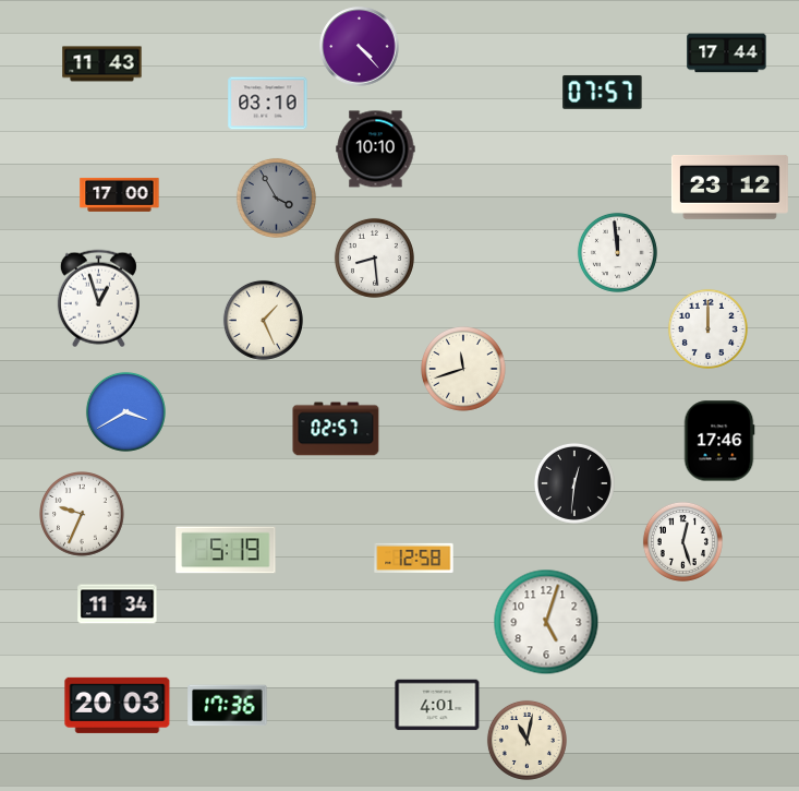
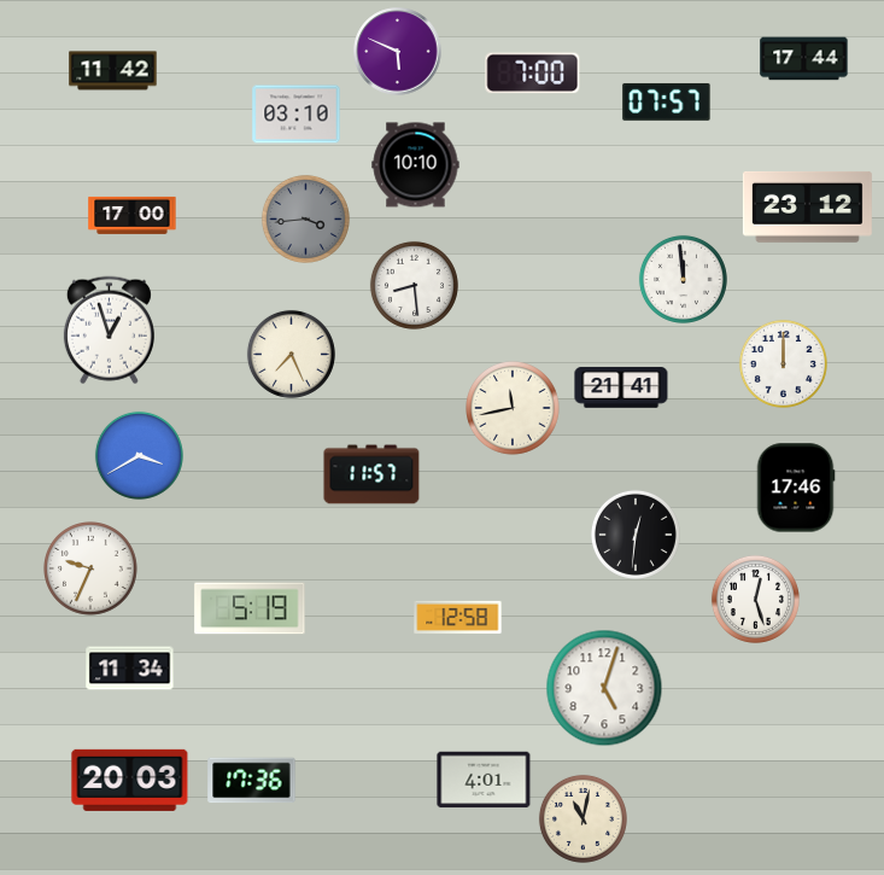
clock at (360, 47): 4:23 -> 5:49
clock at (102, 64): 11:43 -> 11:42
clock at (533, 74): none -> 7:00
clock at (276, 197): 3:55 -> 3:44
clock at (263, 320): 1:26 -> 7:26
clock at (621, 387): none -> 21:41
clock at (464, 370): 11:42 -> 11:43
clock at (336, 429): 02:57 -> 11:57
